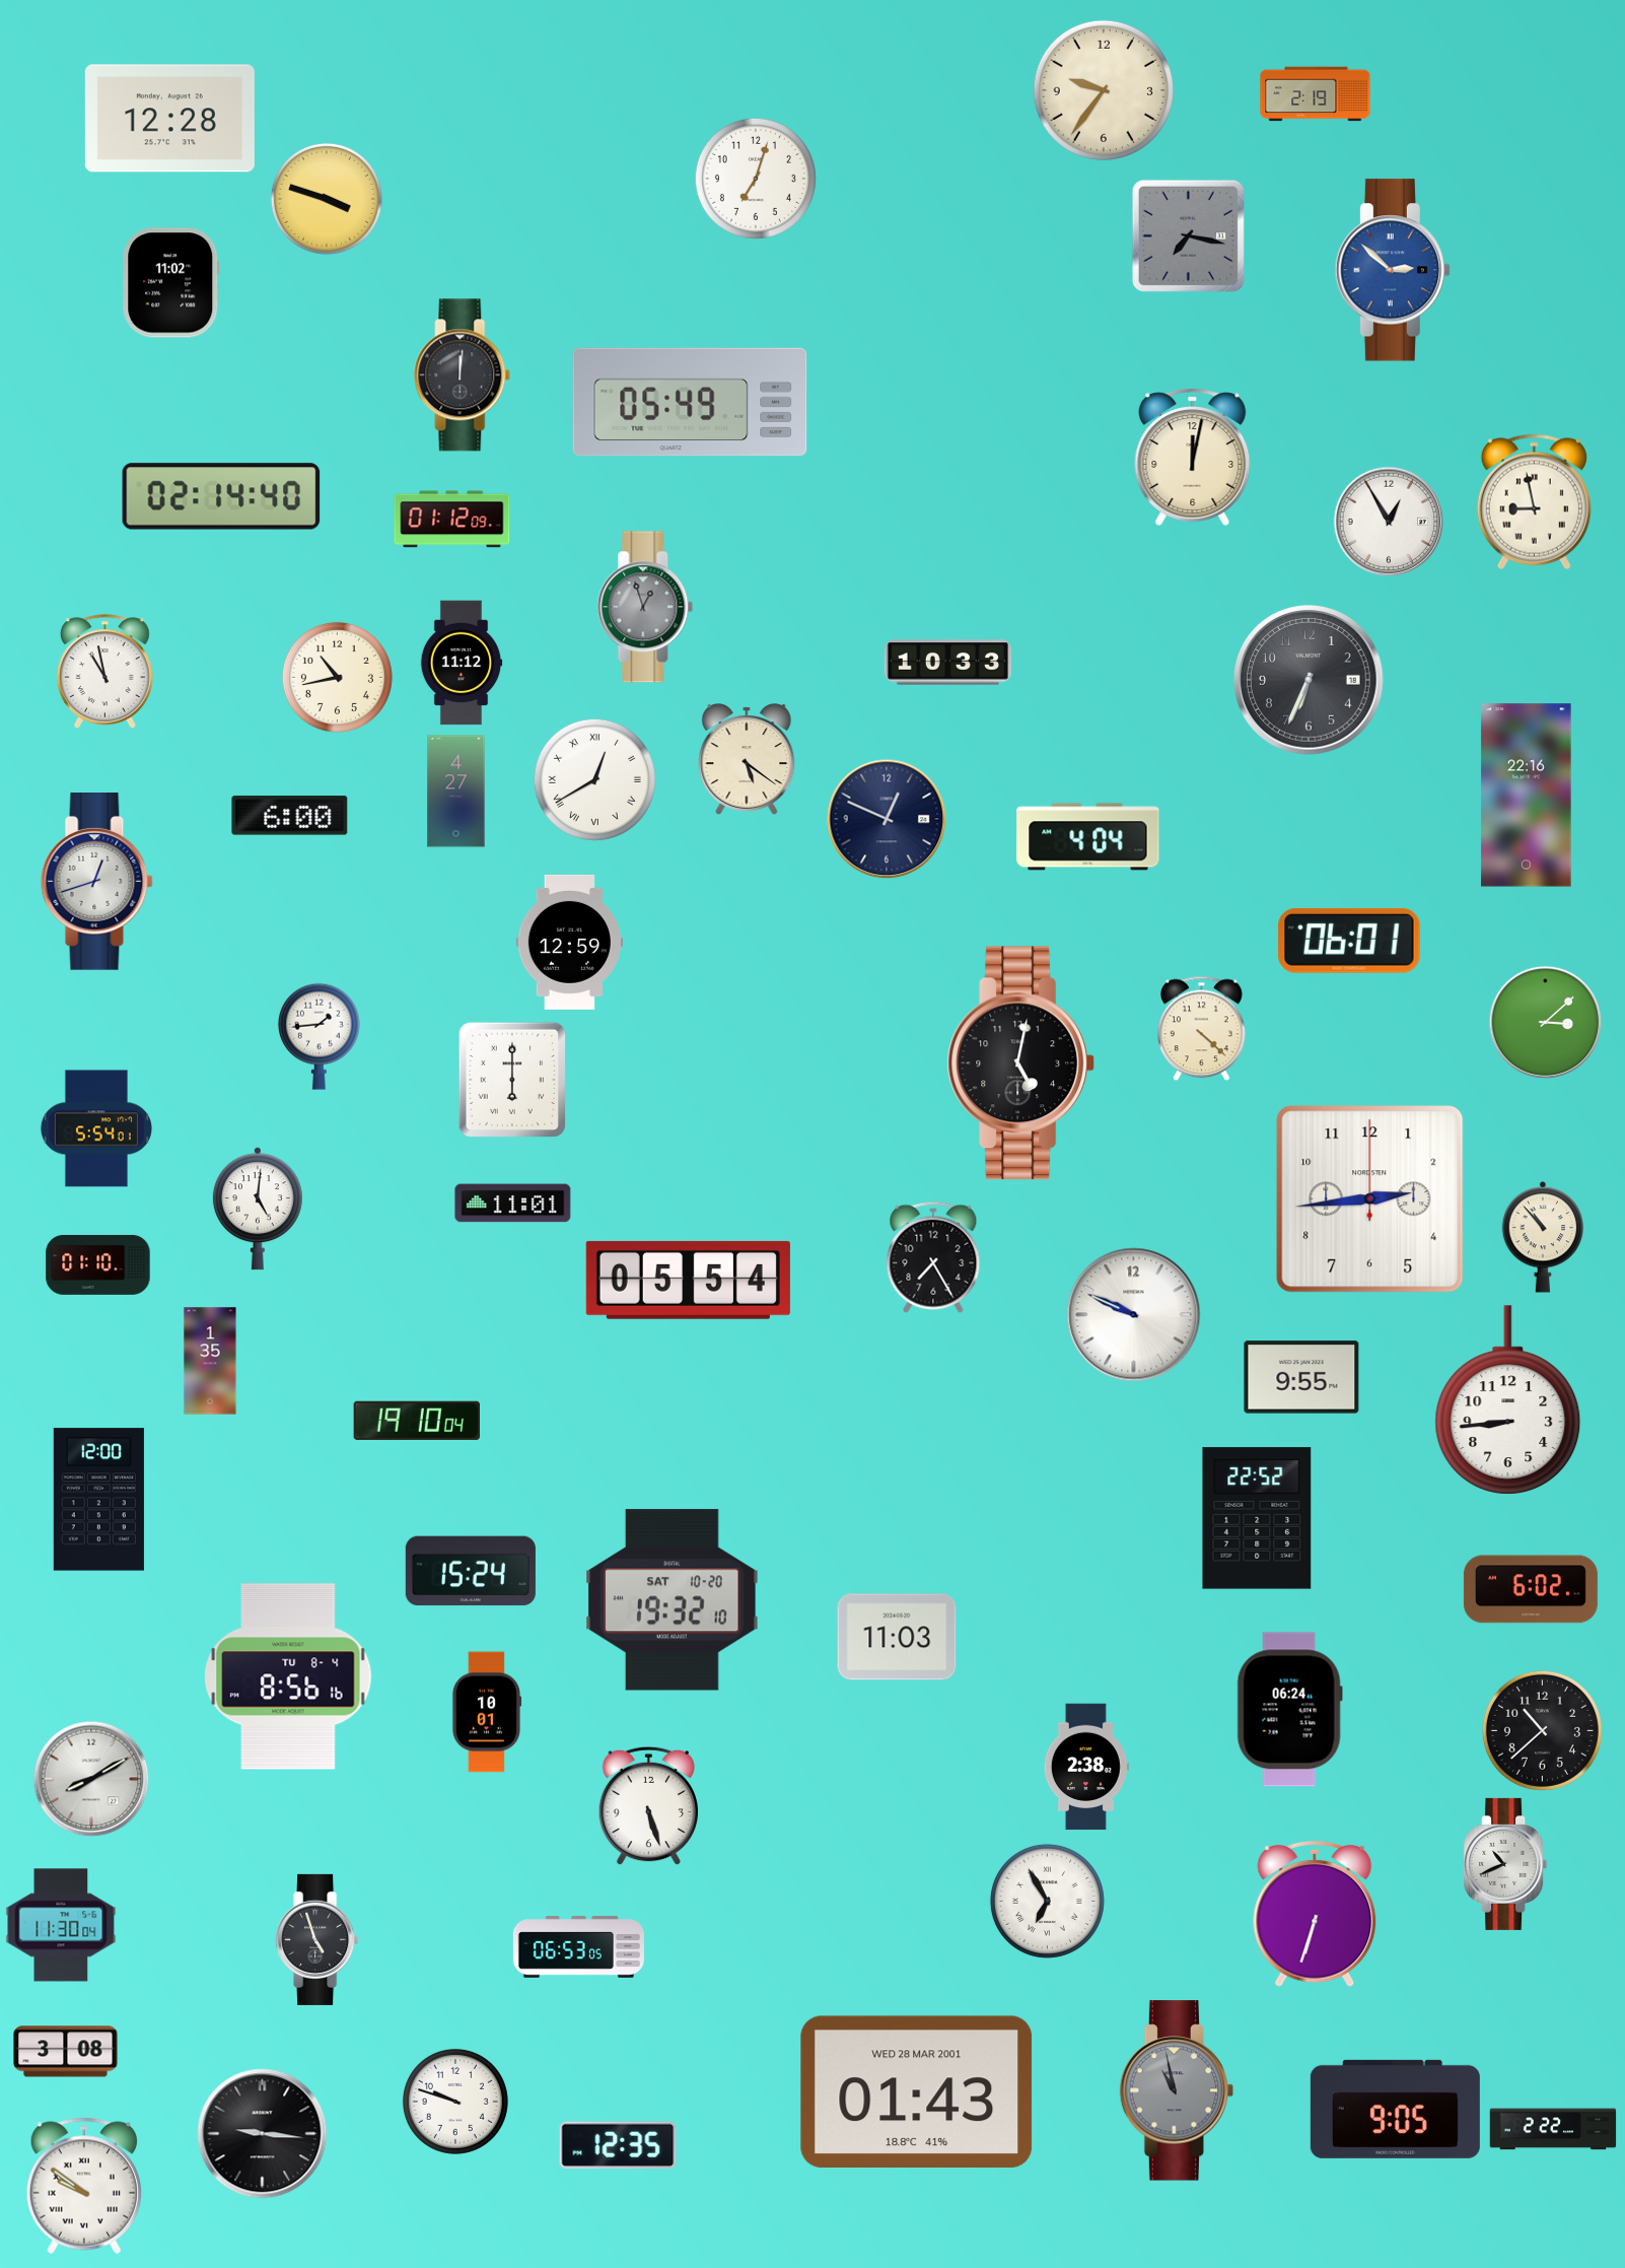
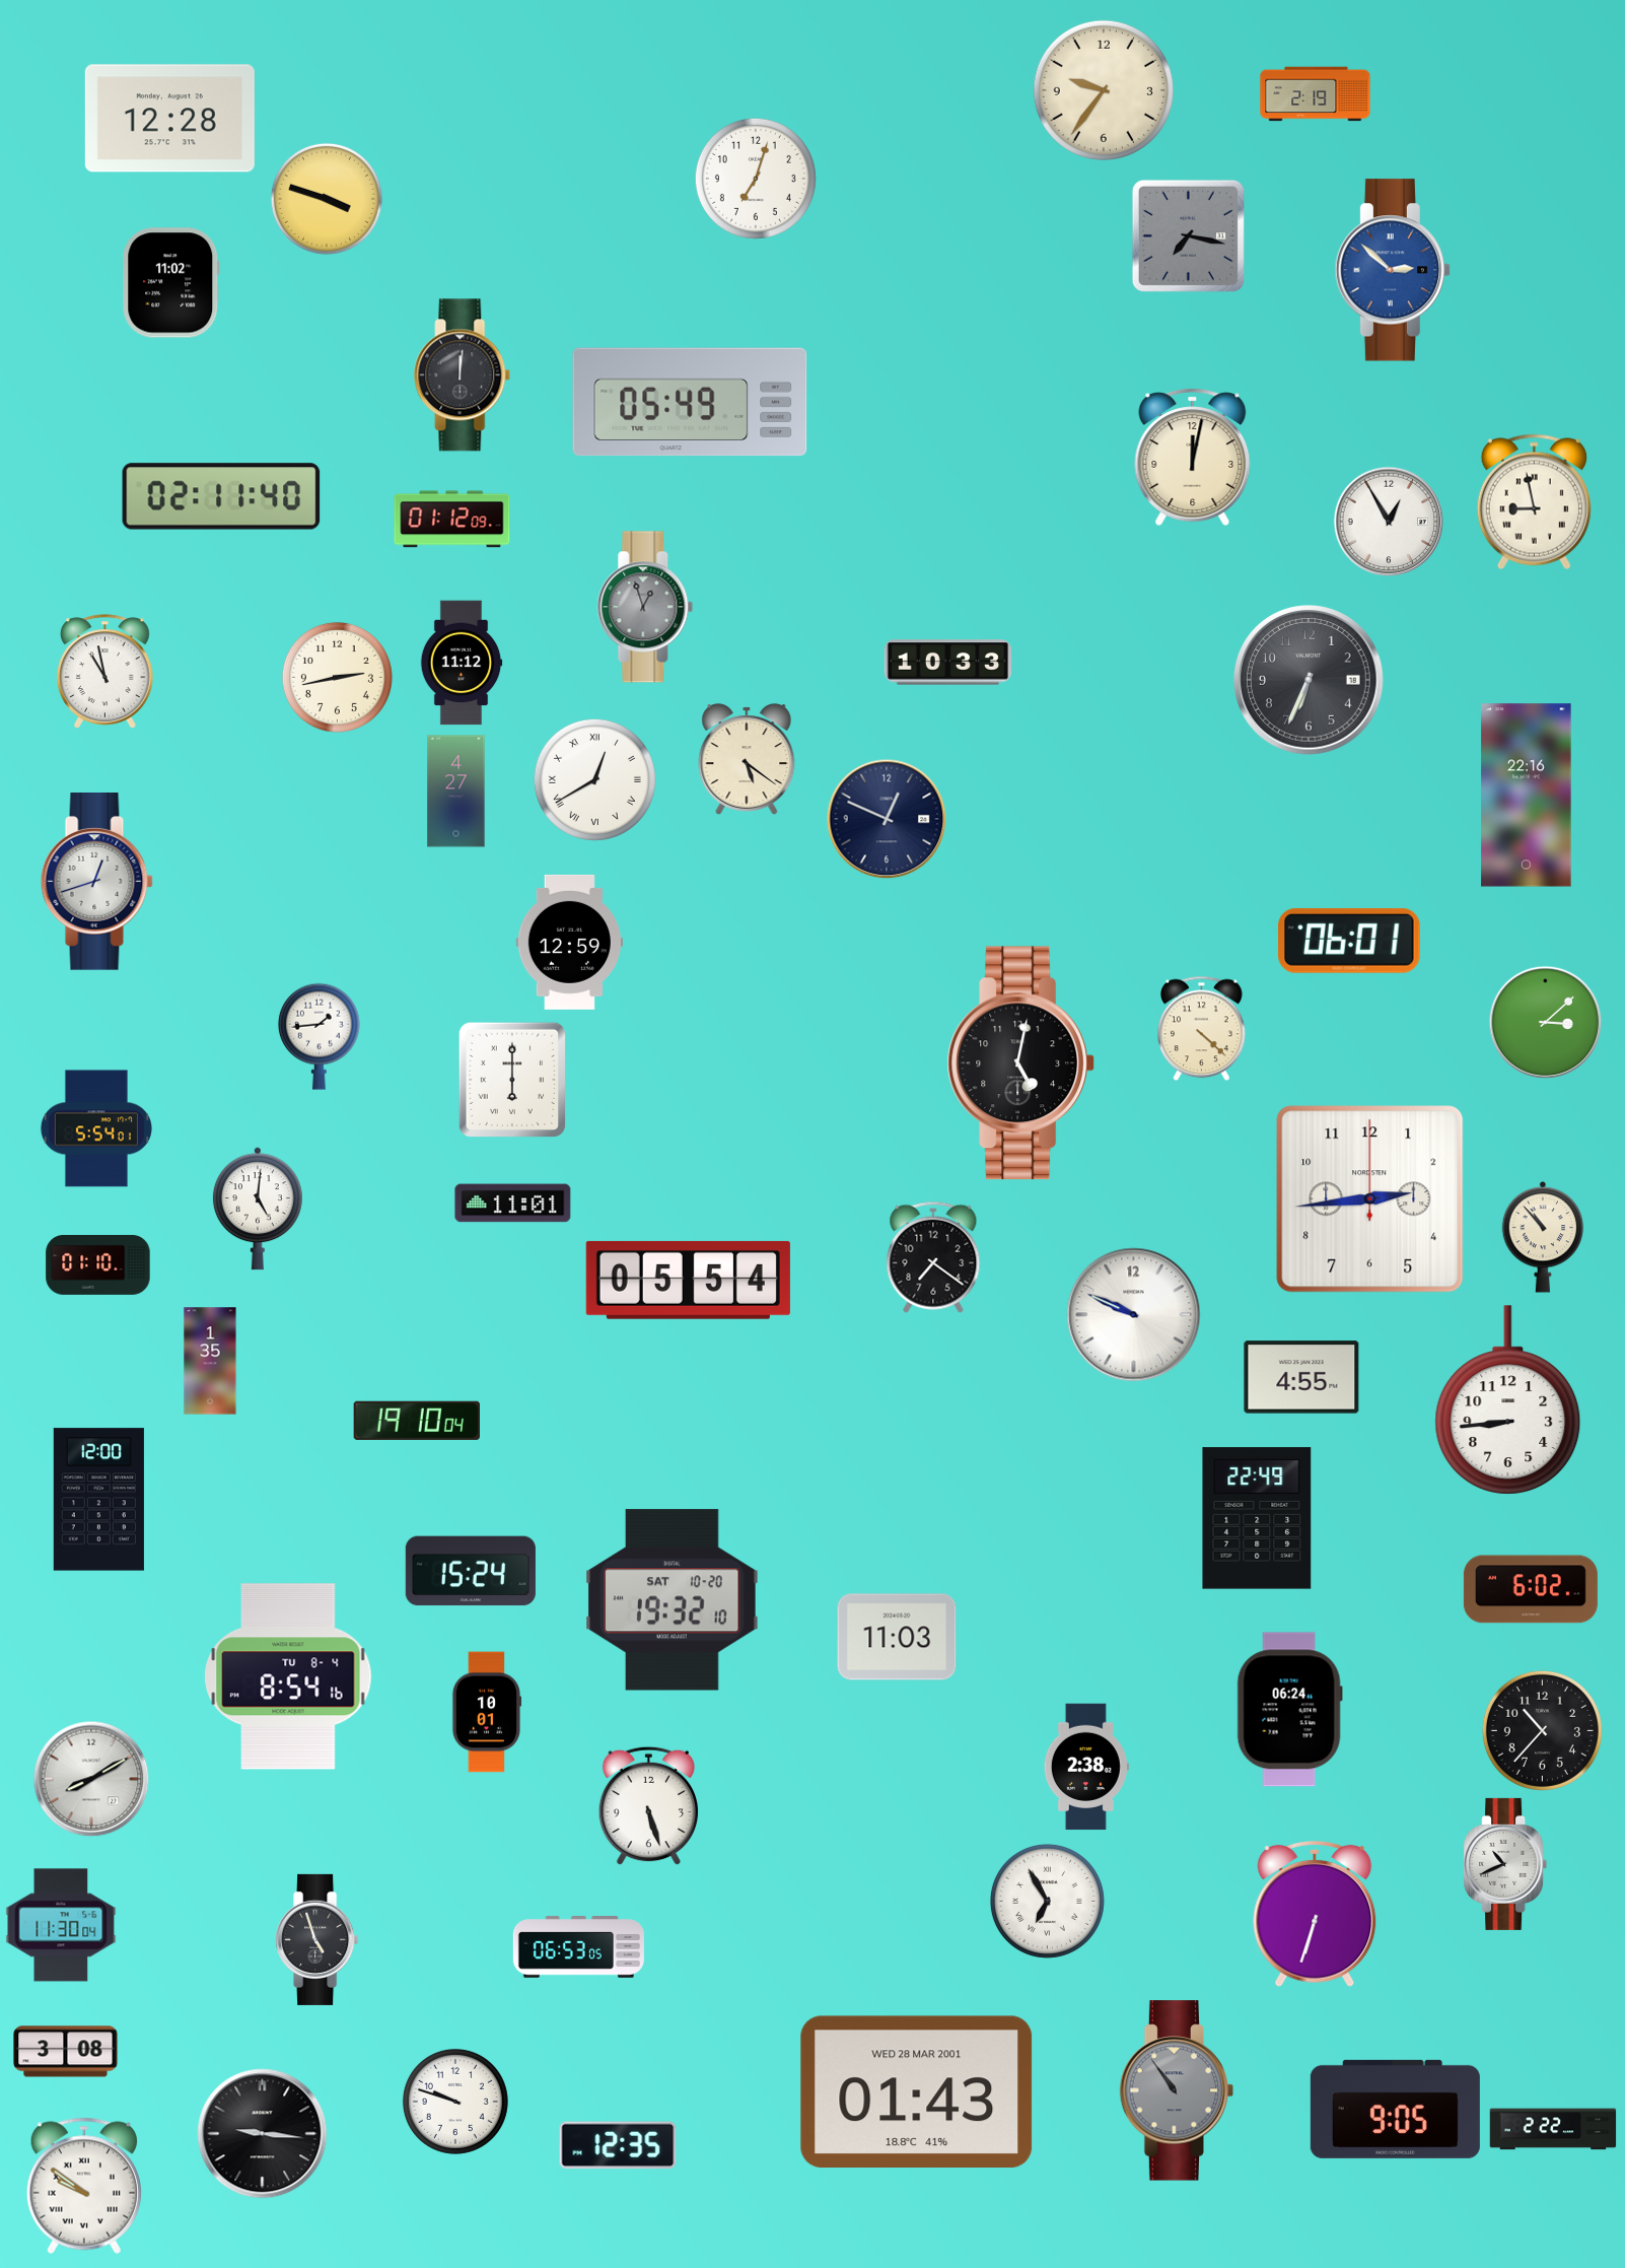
clock at (221, 496): 02:14 -> 02:11
clock at (337, 677): 10:43 -> 2:43
clock at (290, 816): 6:00 -> none
clock at (1088, 837): 4:04 -> none
clock at (933, 1257): 7:25 -> 7:21
clock at (1301, 1377): 9:55 -> 4:55
clock at (1257, 1518): 22:52 -> 22:49
clock at (288, 1676): 8:56 -> 8:54
clock at (1542, 1730): 10:38 -> 10:37
clock at (1177, 2090): 10:58 -> 10:54
